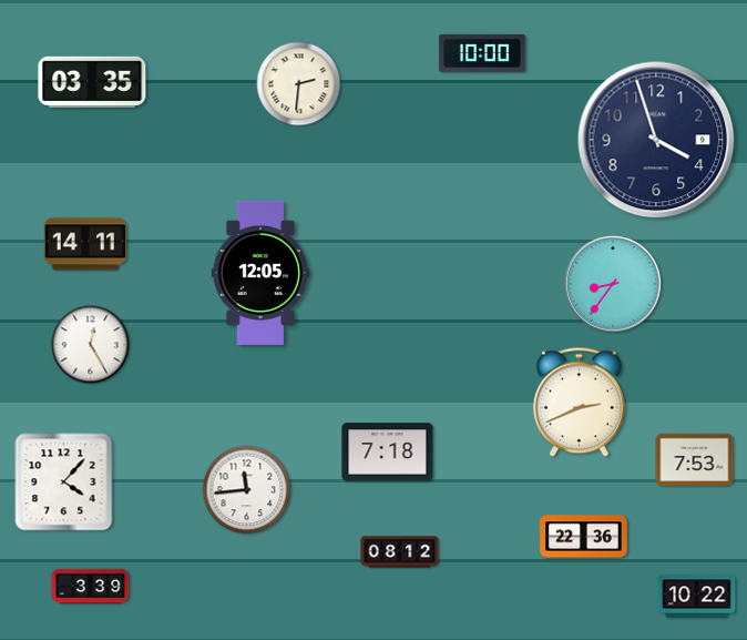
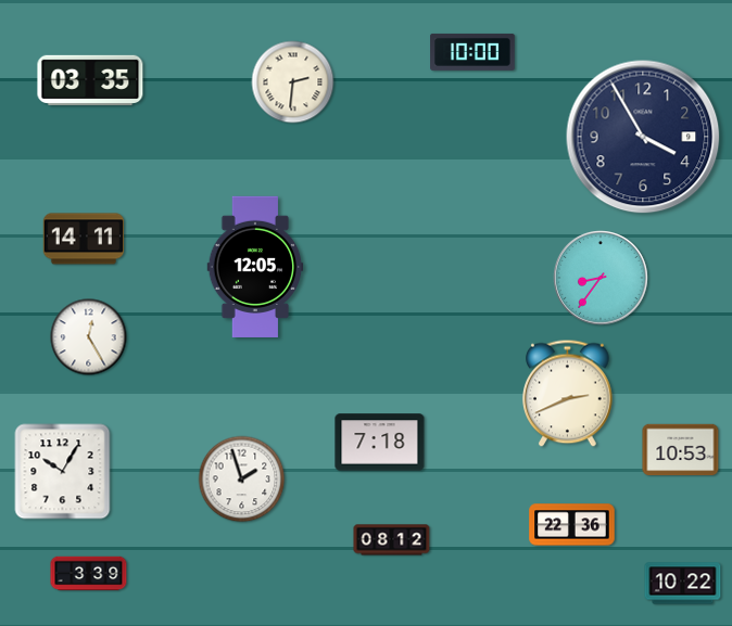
clock at (656, 140): 3:57 -> 3:55
clock at (695, 460): 7:53 -> 10:53
clock at (64, 482): 4:07 -> 10:05
clock at (247, 490): 11:44 -> 1:57
